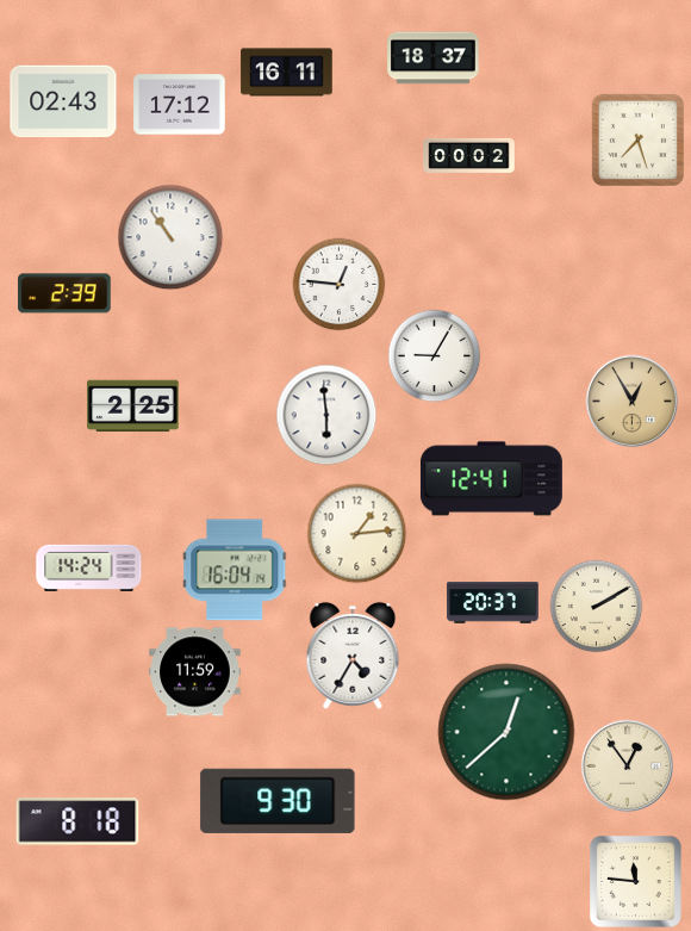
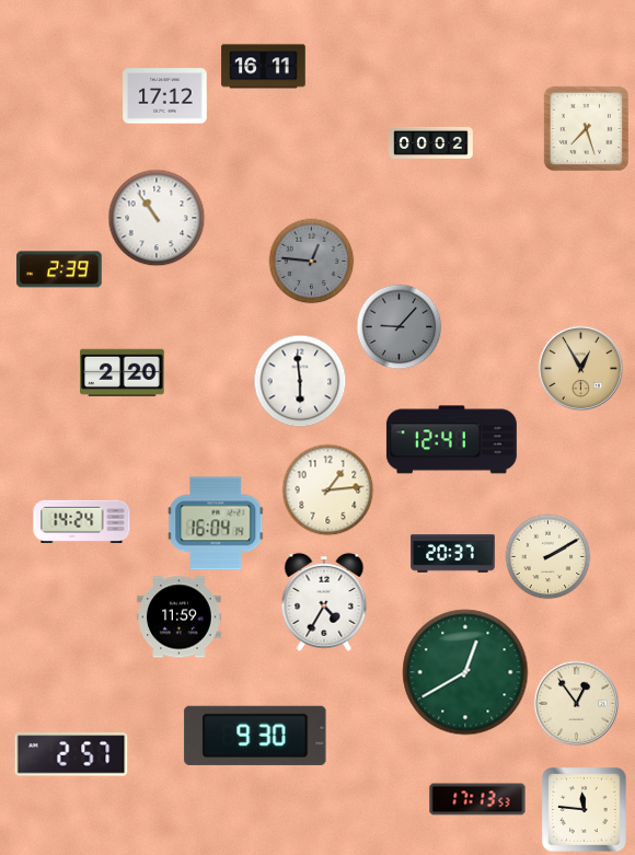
clock at (434, 58): 18:37 -> none
clock at (63, 101): 02:43 -> none
clock at (338, 284) dial: white -> grey
clock at (434, 355): 9:05 -> 9:07
clock at (434, 355) dial: white -> grey
clock at (133, 406): 2:25 -> 2:20
clock at (506, 732): 12:38 -> 12:40
clock at (77, 821): 8:18 -> 2:57
clock at (477, 799): none -> 17:13
